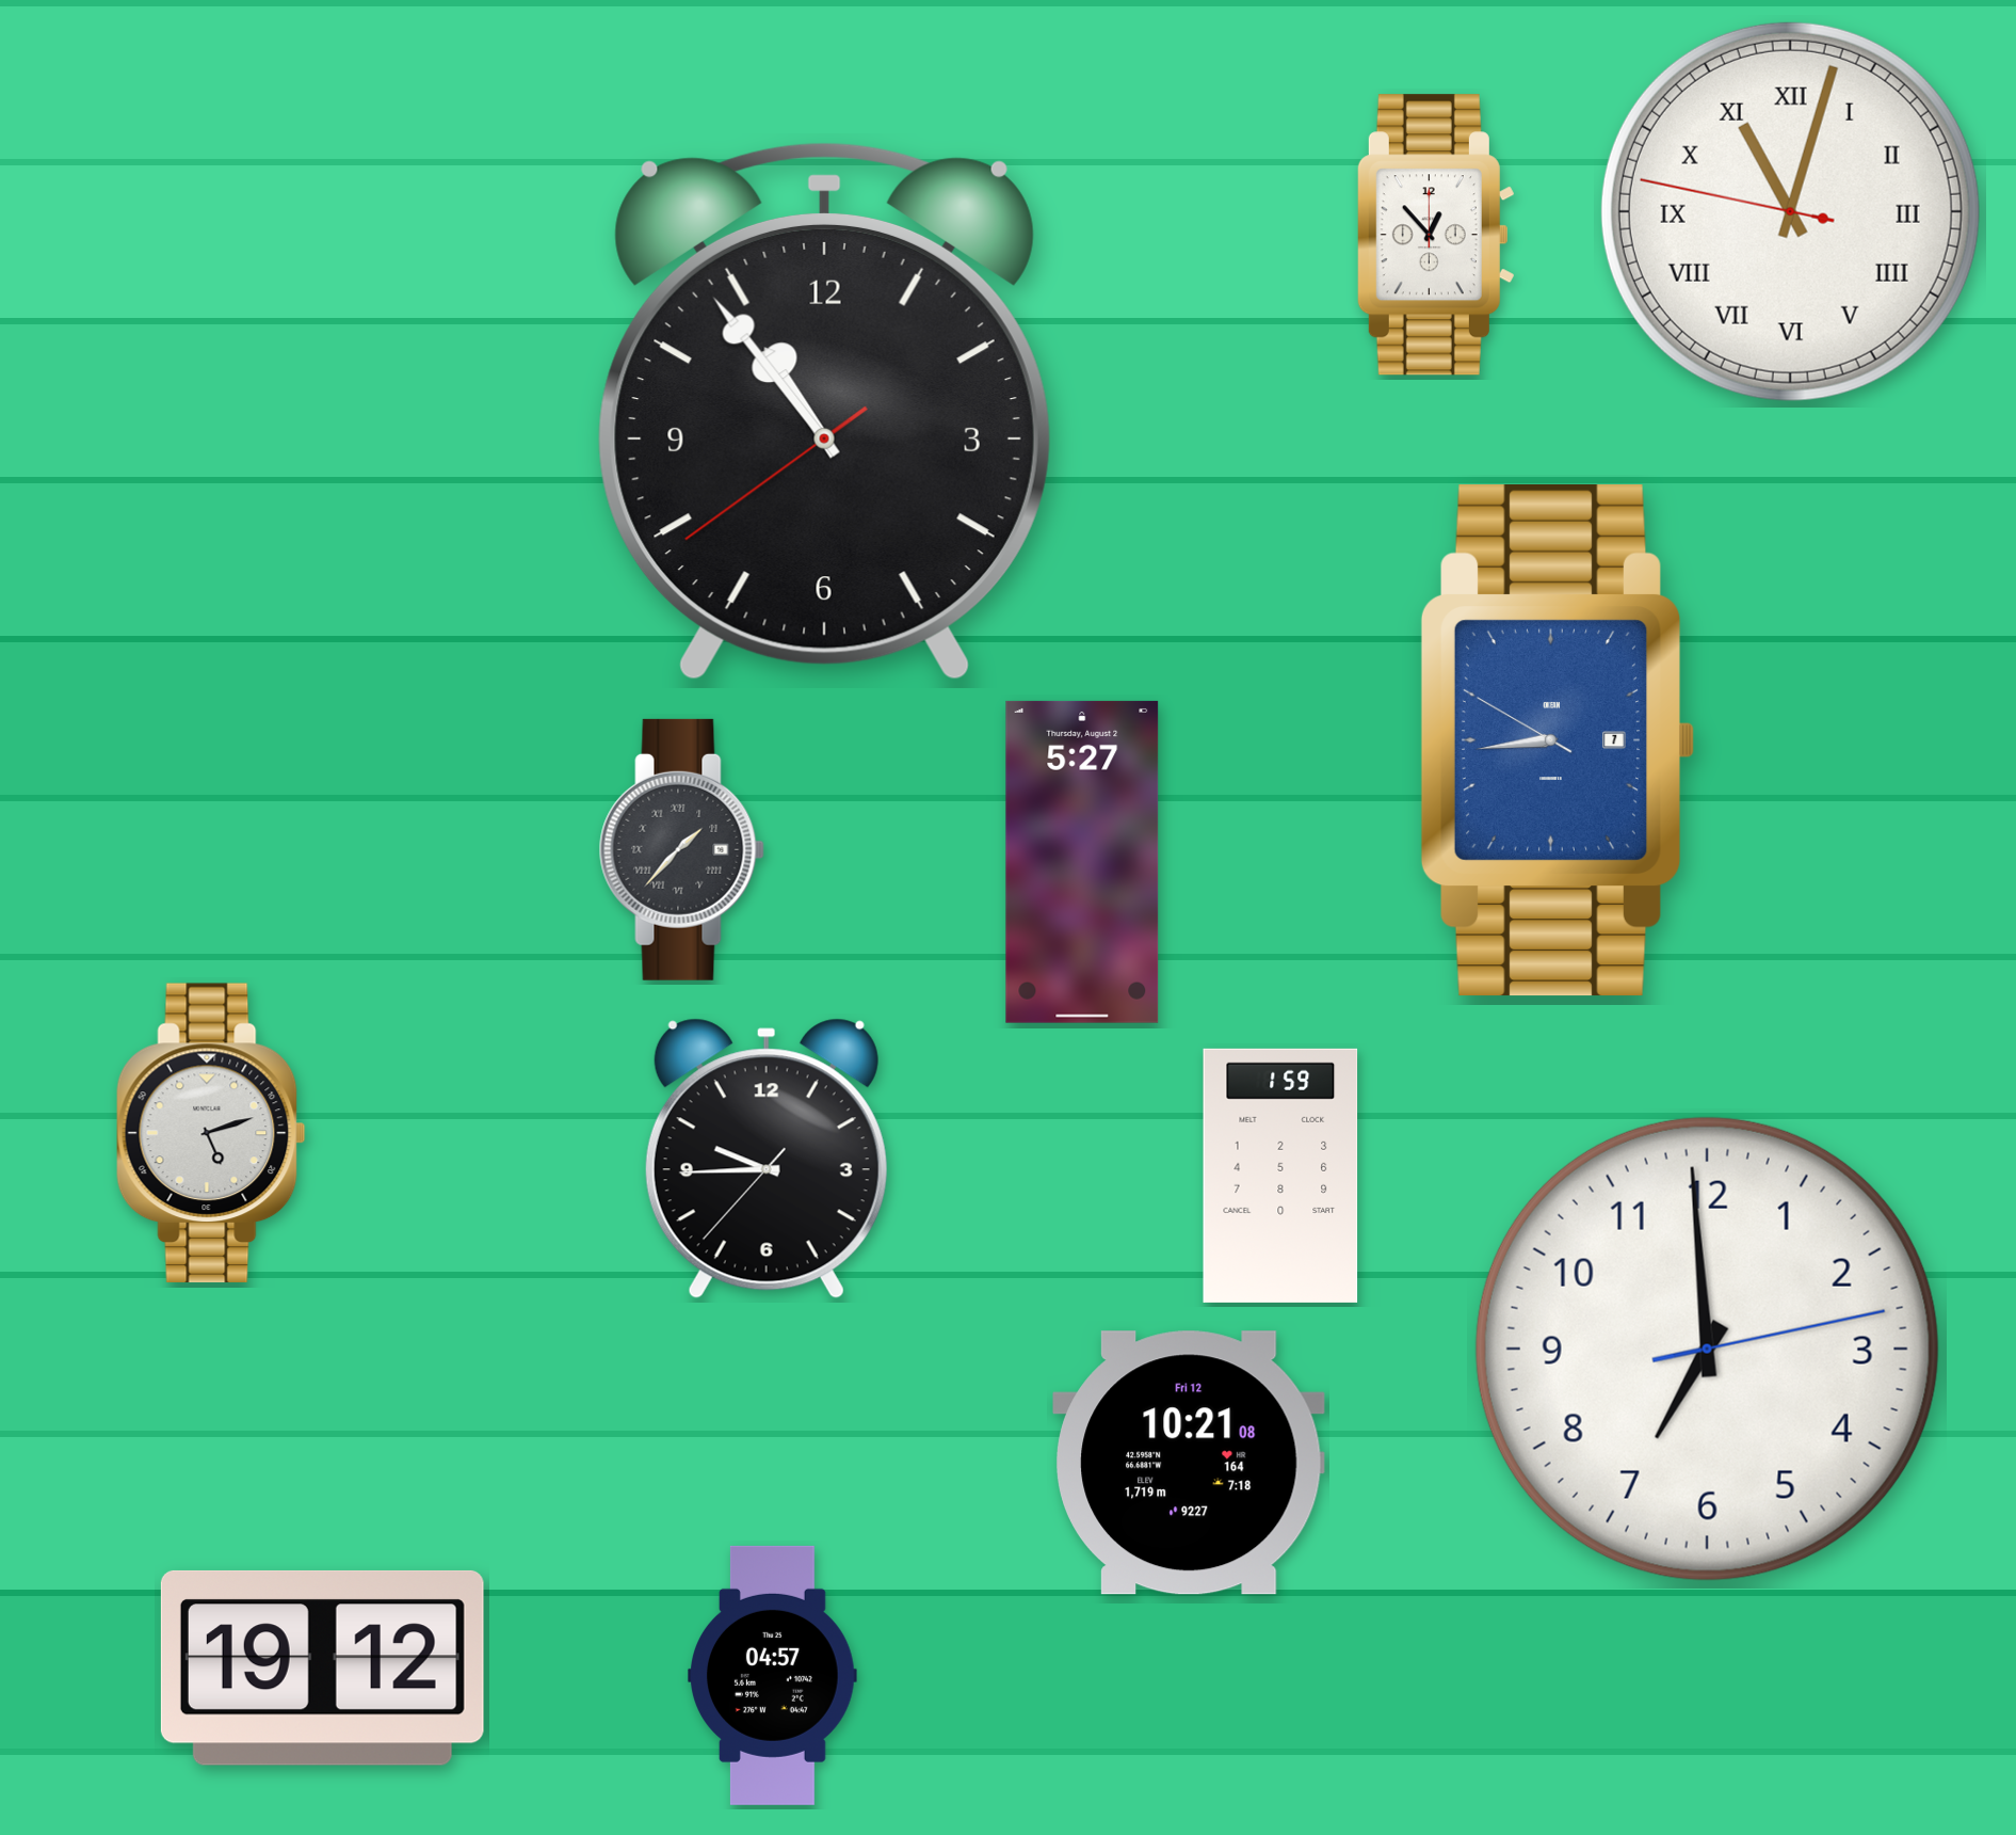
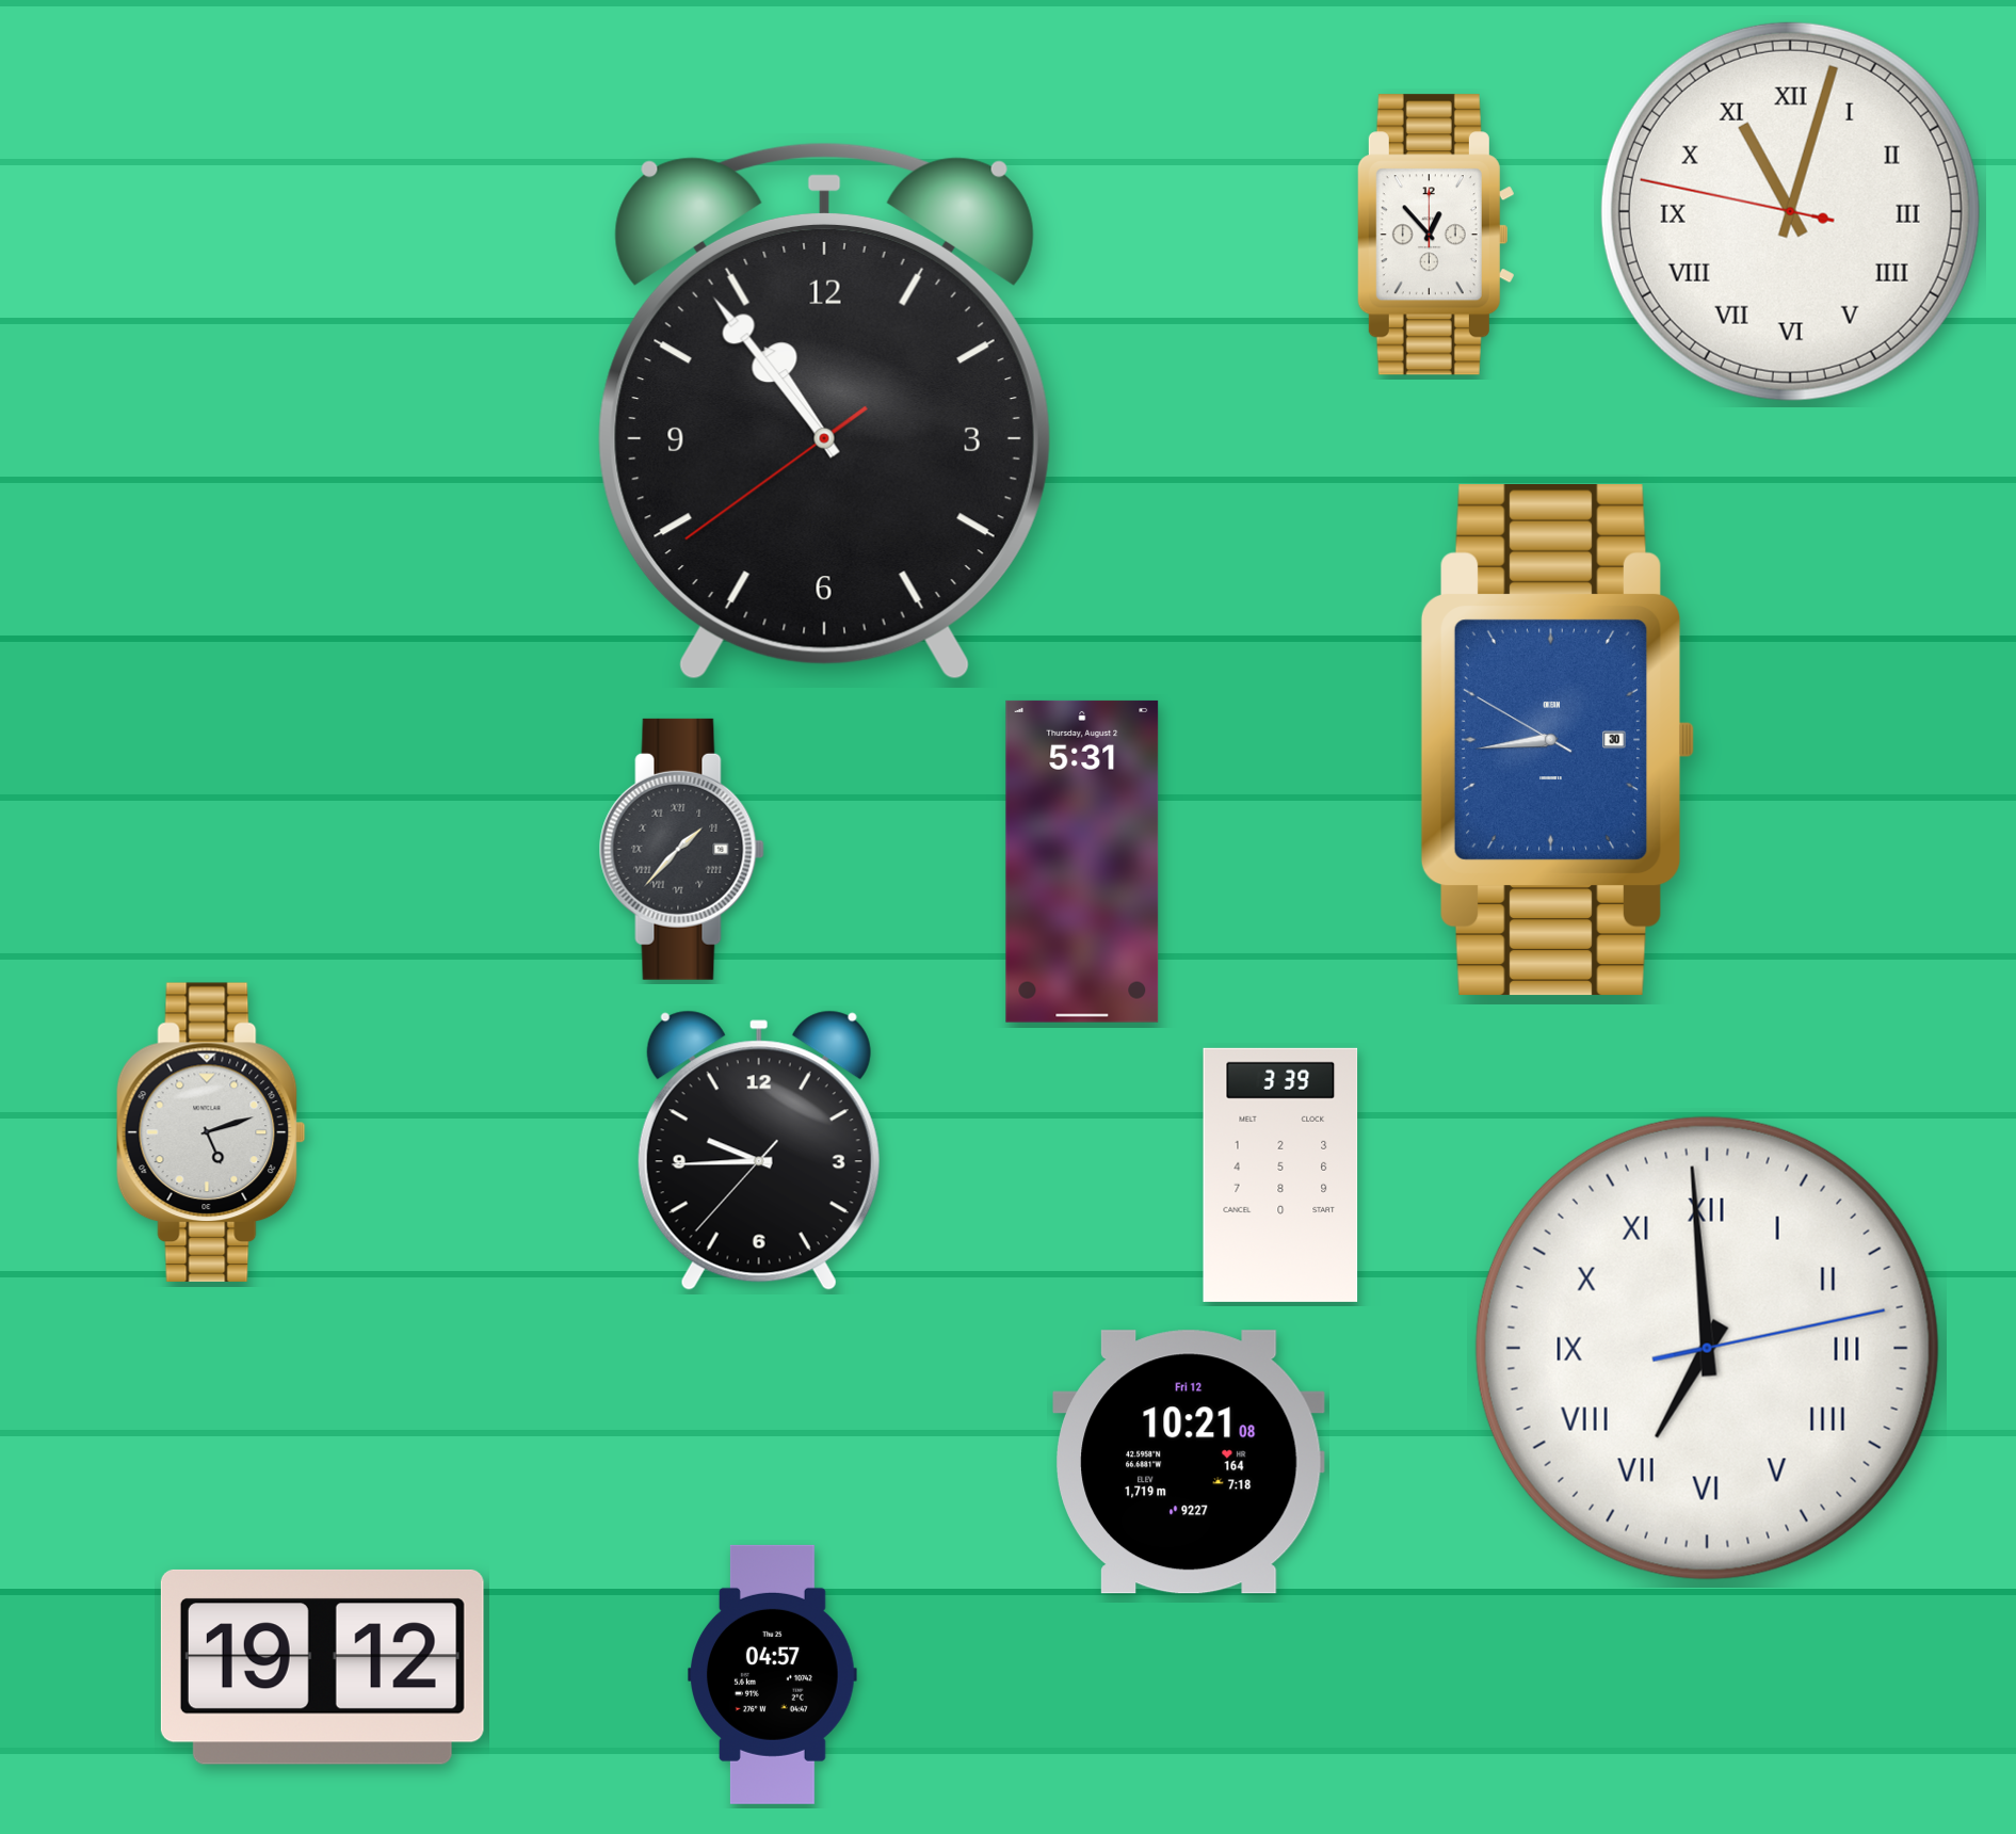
clock at (1557, 741) date: 7 -> 30
clock at (1082, 862): 5:27 -> 5:31
clock at (767, 1159) position: (767, 1159) -> (759, 1151)
clock at (1280, 1176): 1:59 -> 3:39
clock at (1707, 1349) numerals: Arabic -> Roman
